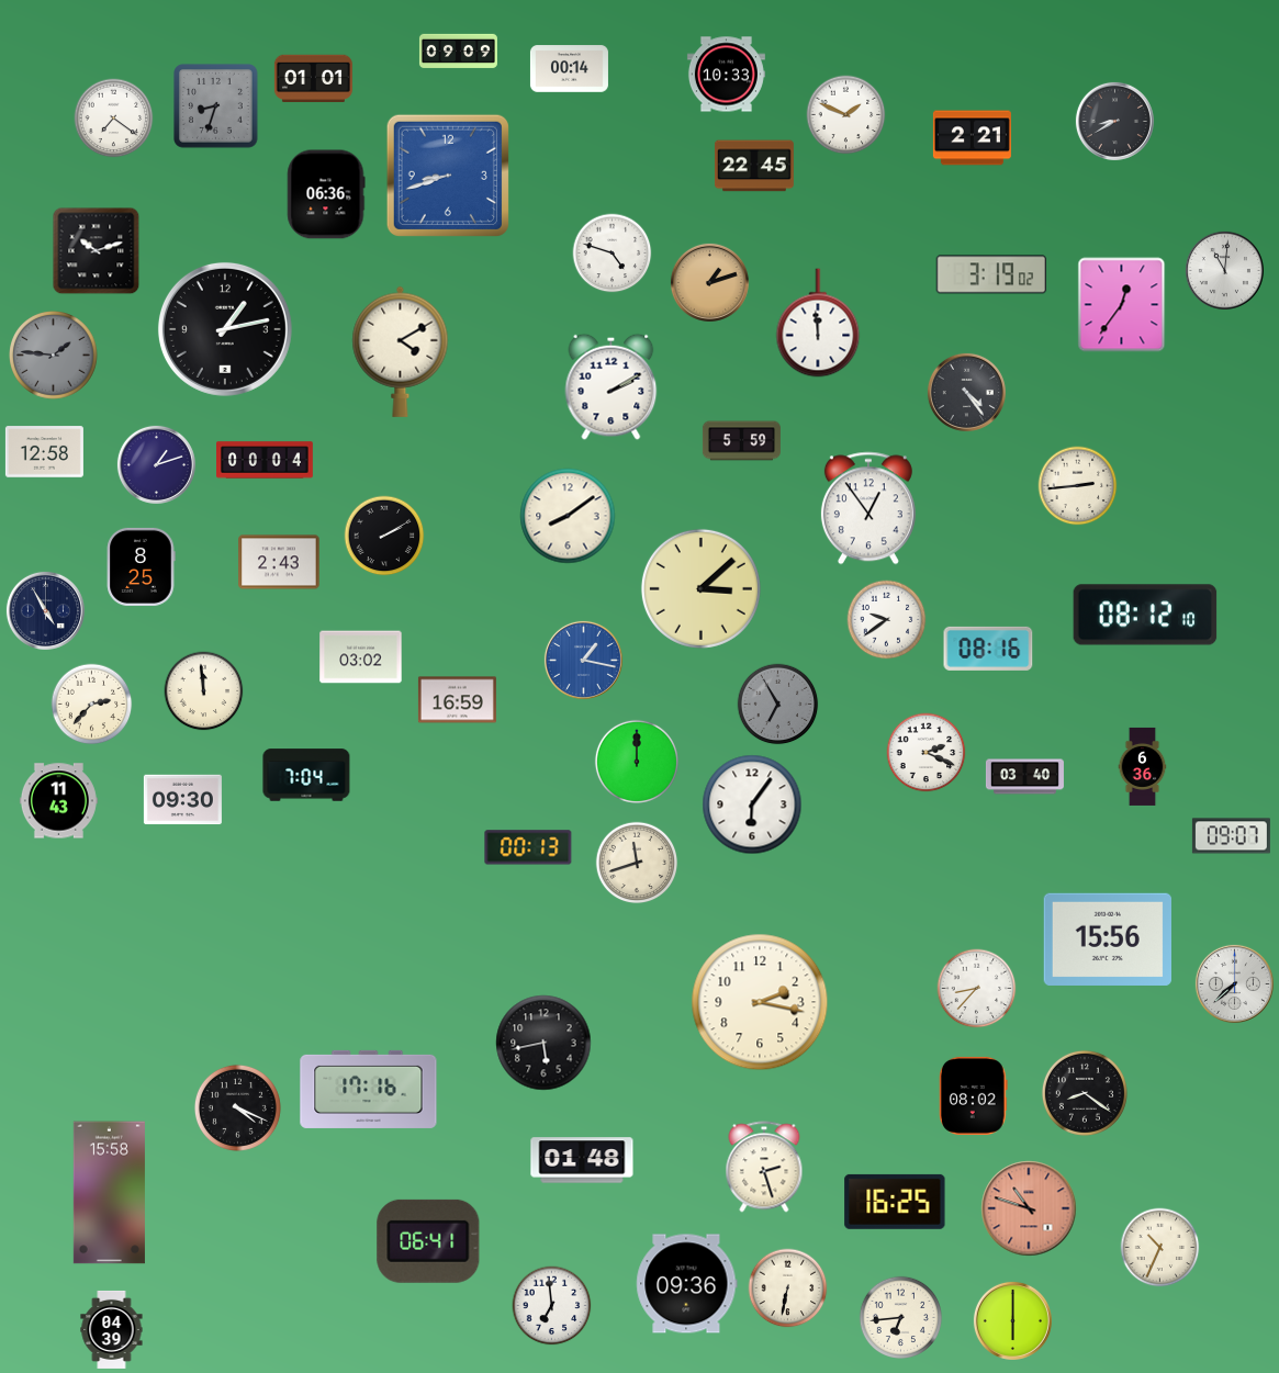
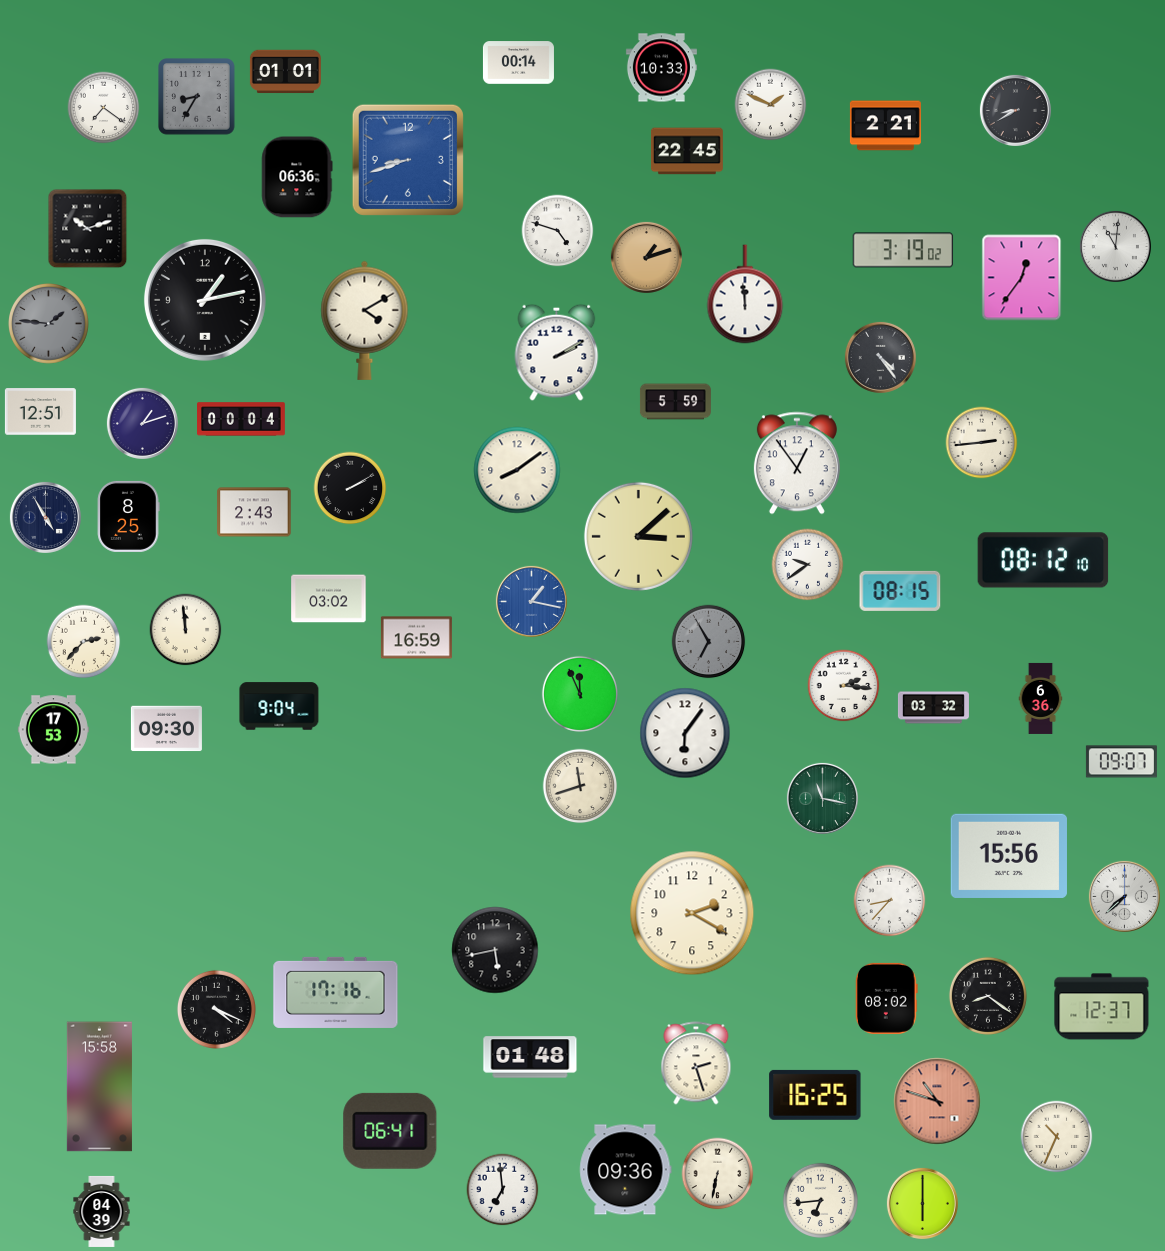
clock at (458, 52): 09:09 -> none
clock at (216, 106): 8:33 -> 8:35
clock at (44, 452): 12:58 -> 12:51
clock at (868, 508) position: (868, 508) -> (797, 463)
clock at (45, 610) position: (45, 610) -> (45, 517)
clock at (988, 649): 08:16 -> 08:15
clock at (927, 753): 2:19 -> 2:16
clock at (637, 762): 12:00 -> 11:56
clock at (306, 775): 7:04 -> 9:04
clock at (1024, 777): 03:40 -> 03:32
clock at (58, 801): 11:43 -> 17:53
clock at (528, 847): 00:13 -> none
clock at (822, 798): none -> 11:17
clock at (760, 1002): 2:17 -> 2:20
clock at (1102, 1007): none -> 12:37
